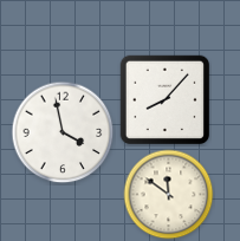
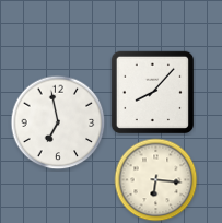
clock at (63, 132): 3:58 -> 6:58
clock at (169, 195): 11:51 -> 6:16
